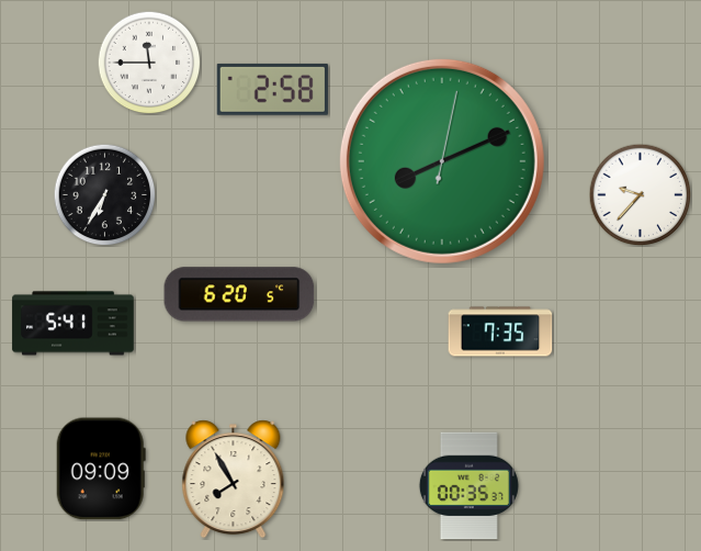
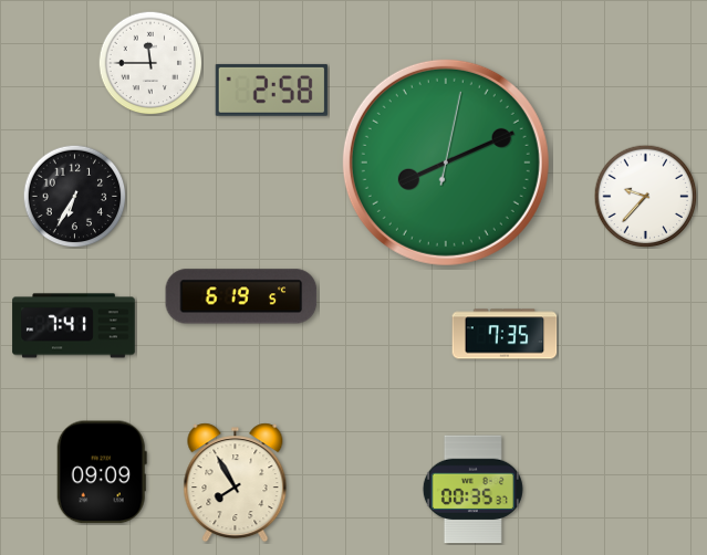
clock at (272, 89) position: (272, 89) -> (271, 90)
clock at (104, 194) position: (104, 194) -> (74, 196)
clock at (239, 294): 6:20 -> 6:19
clock at (74, 324): 5:41 -> 7:41
